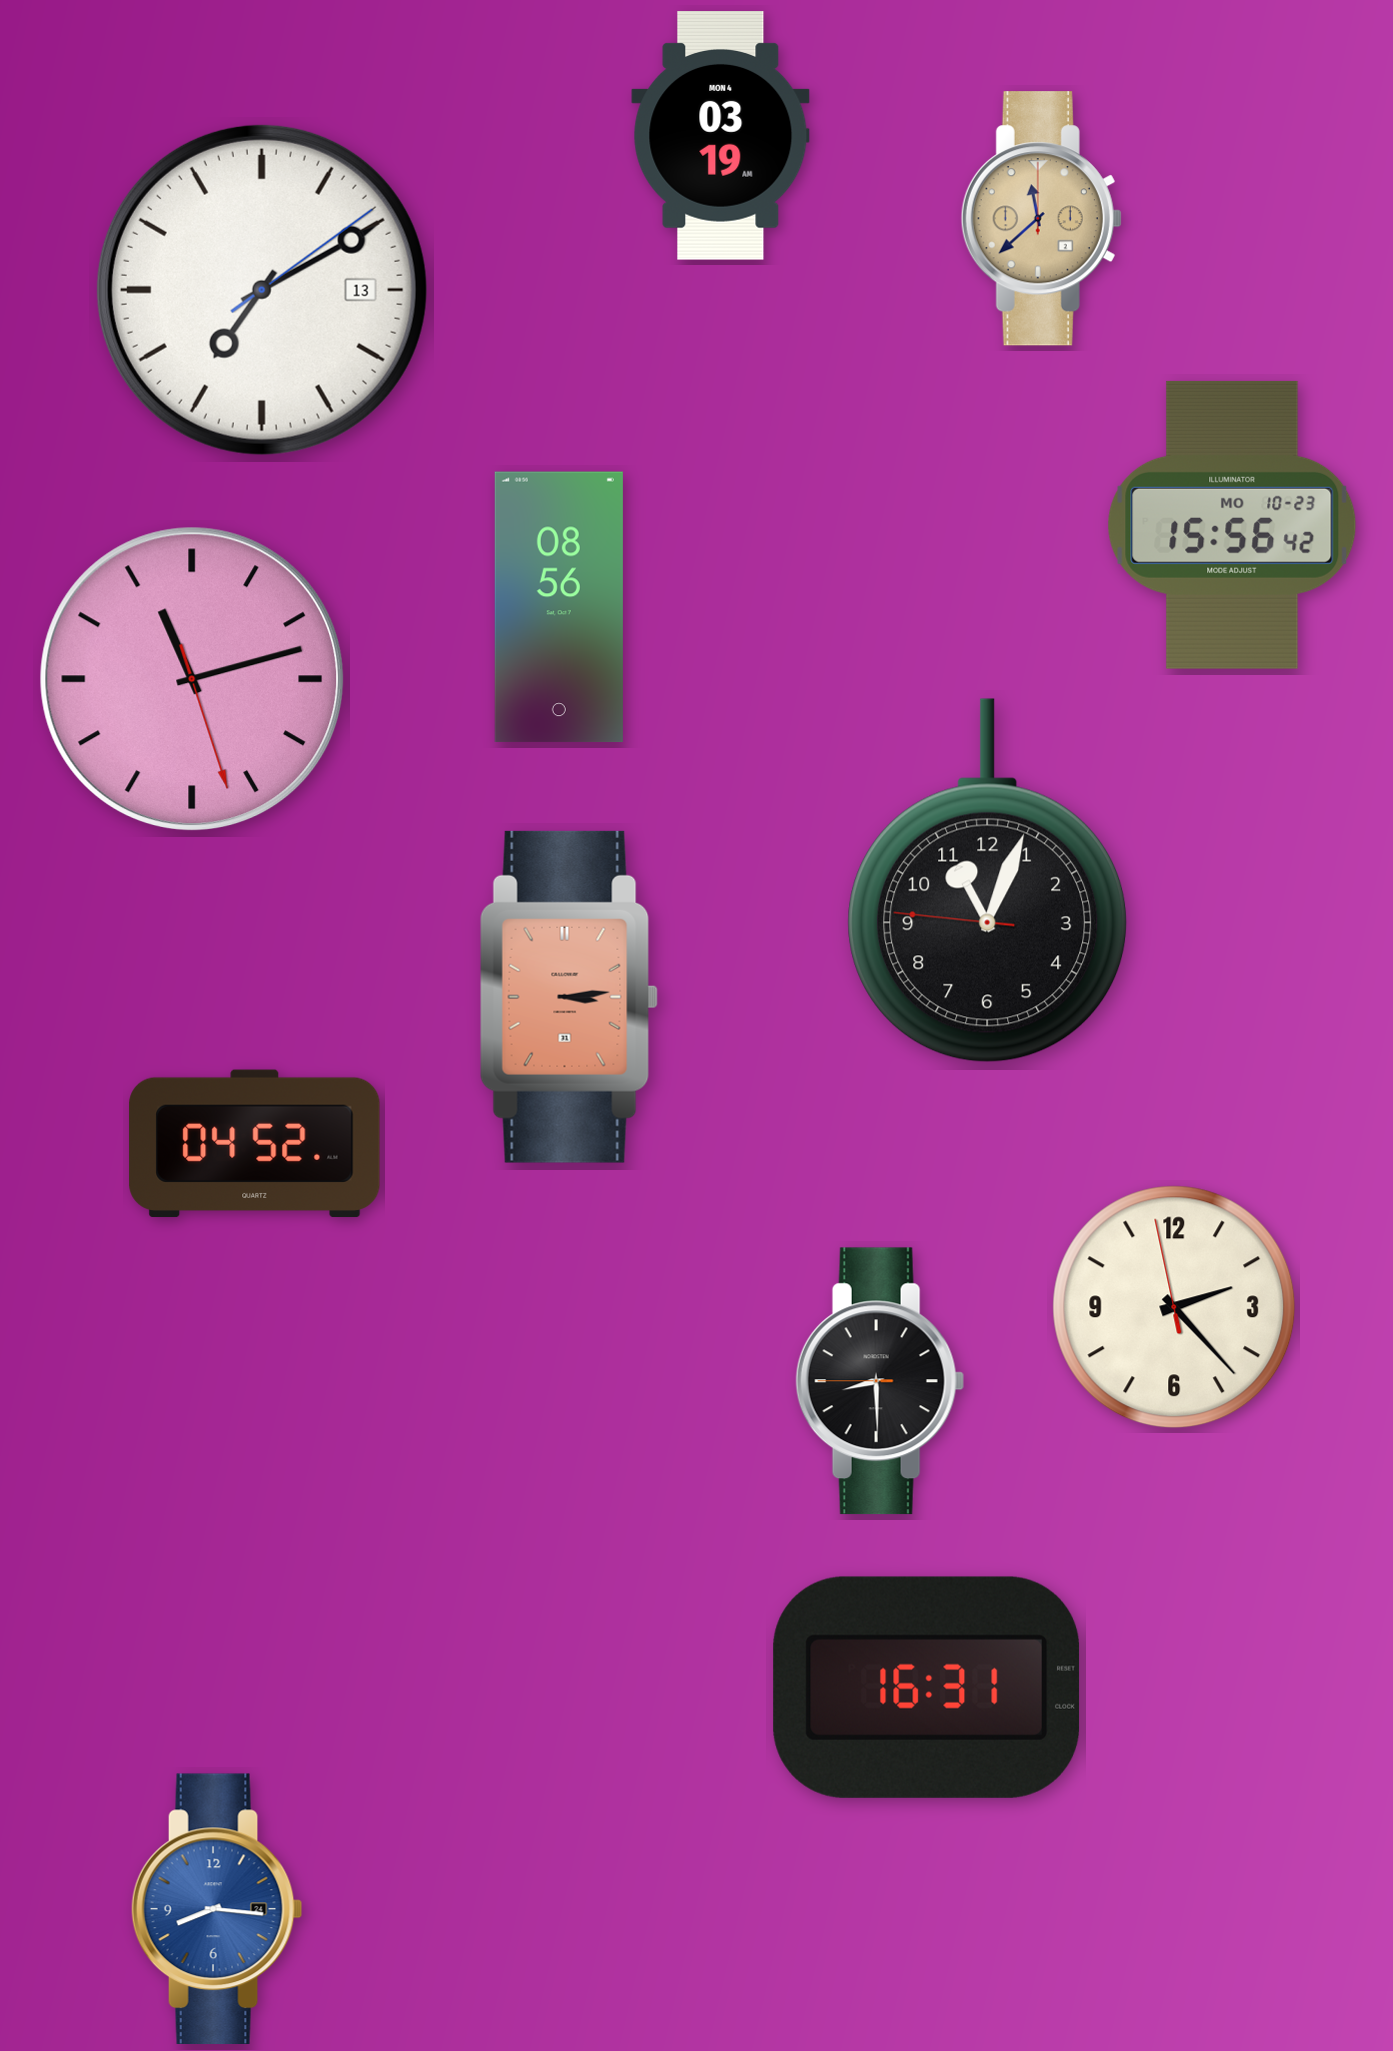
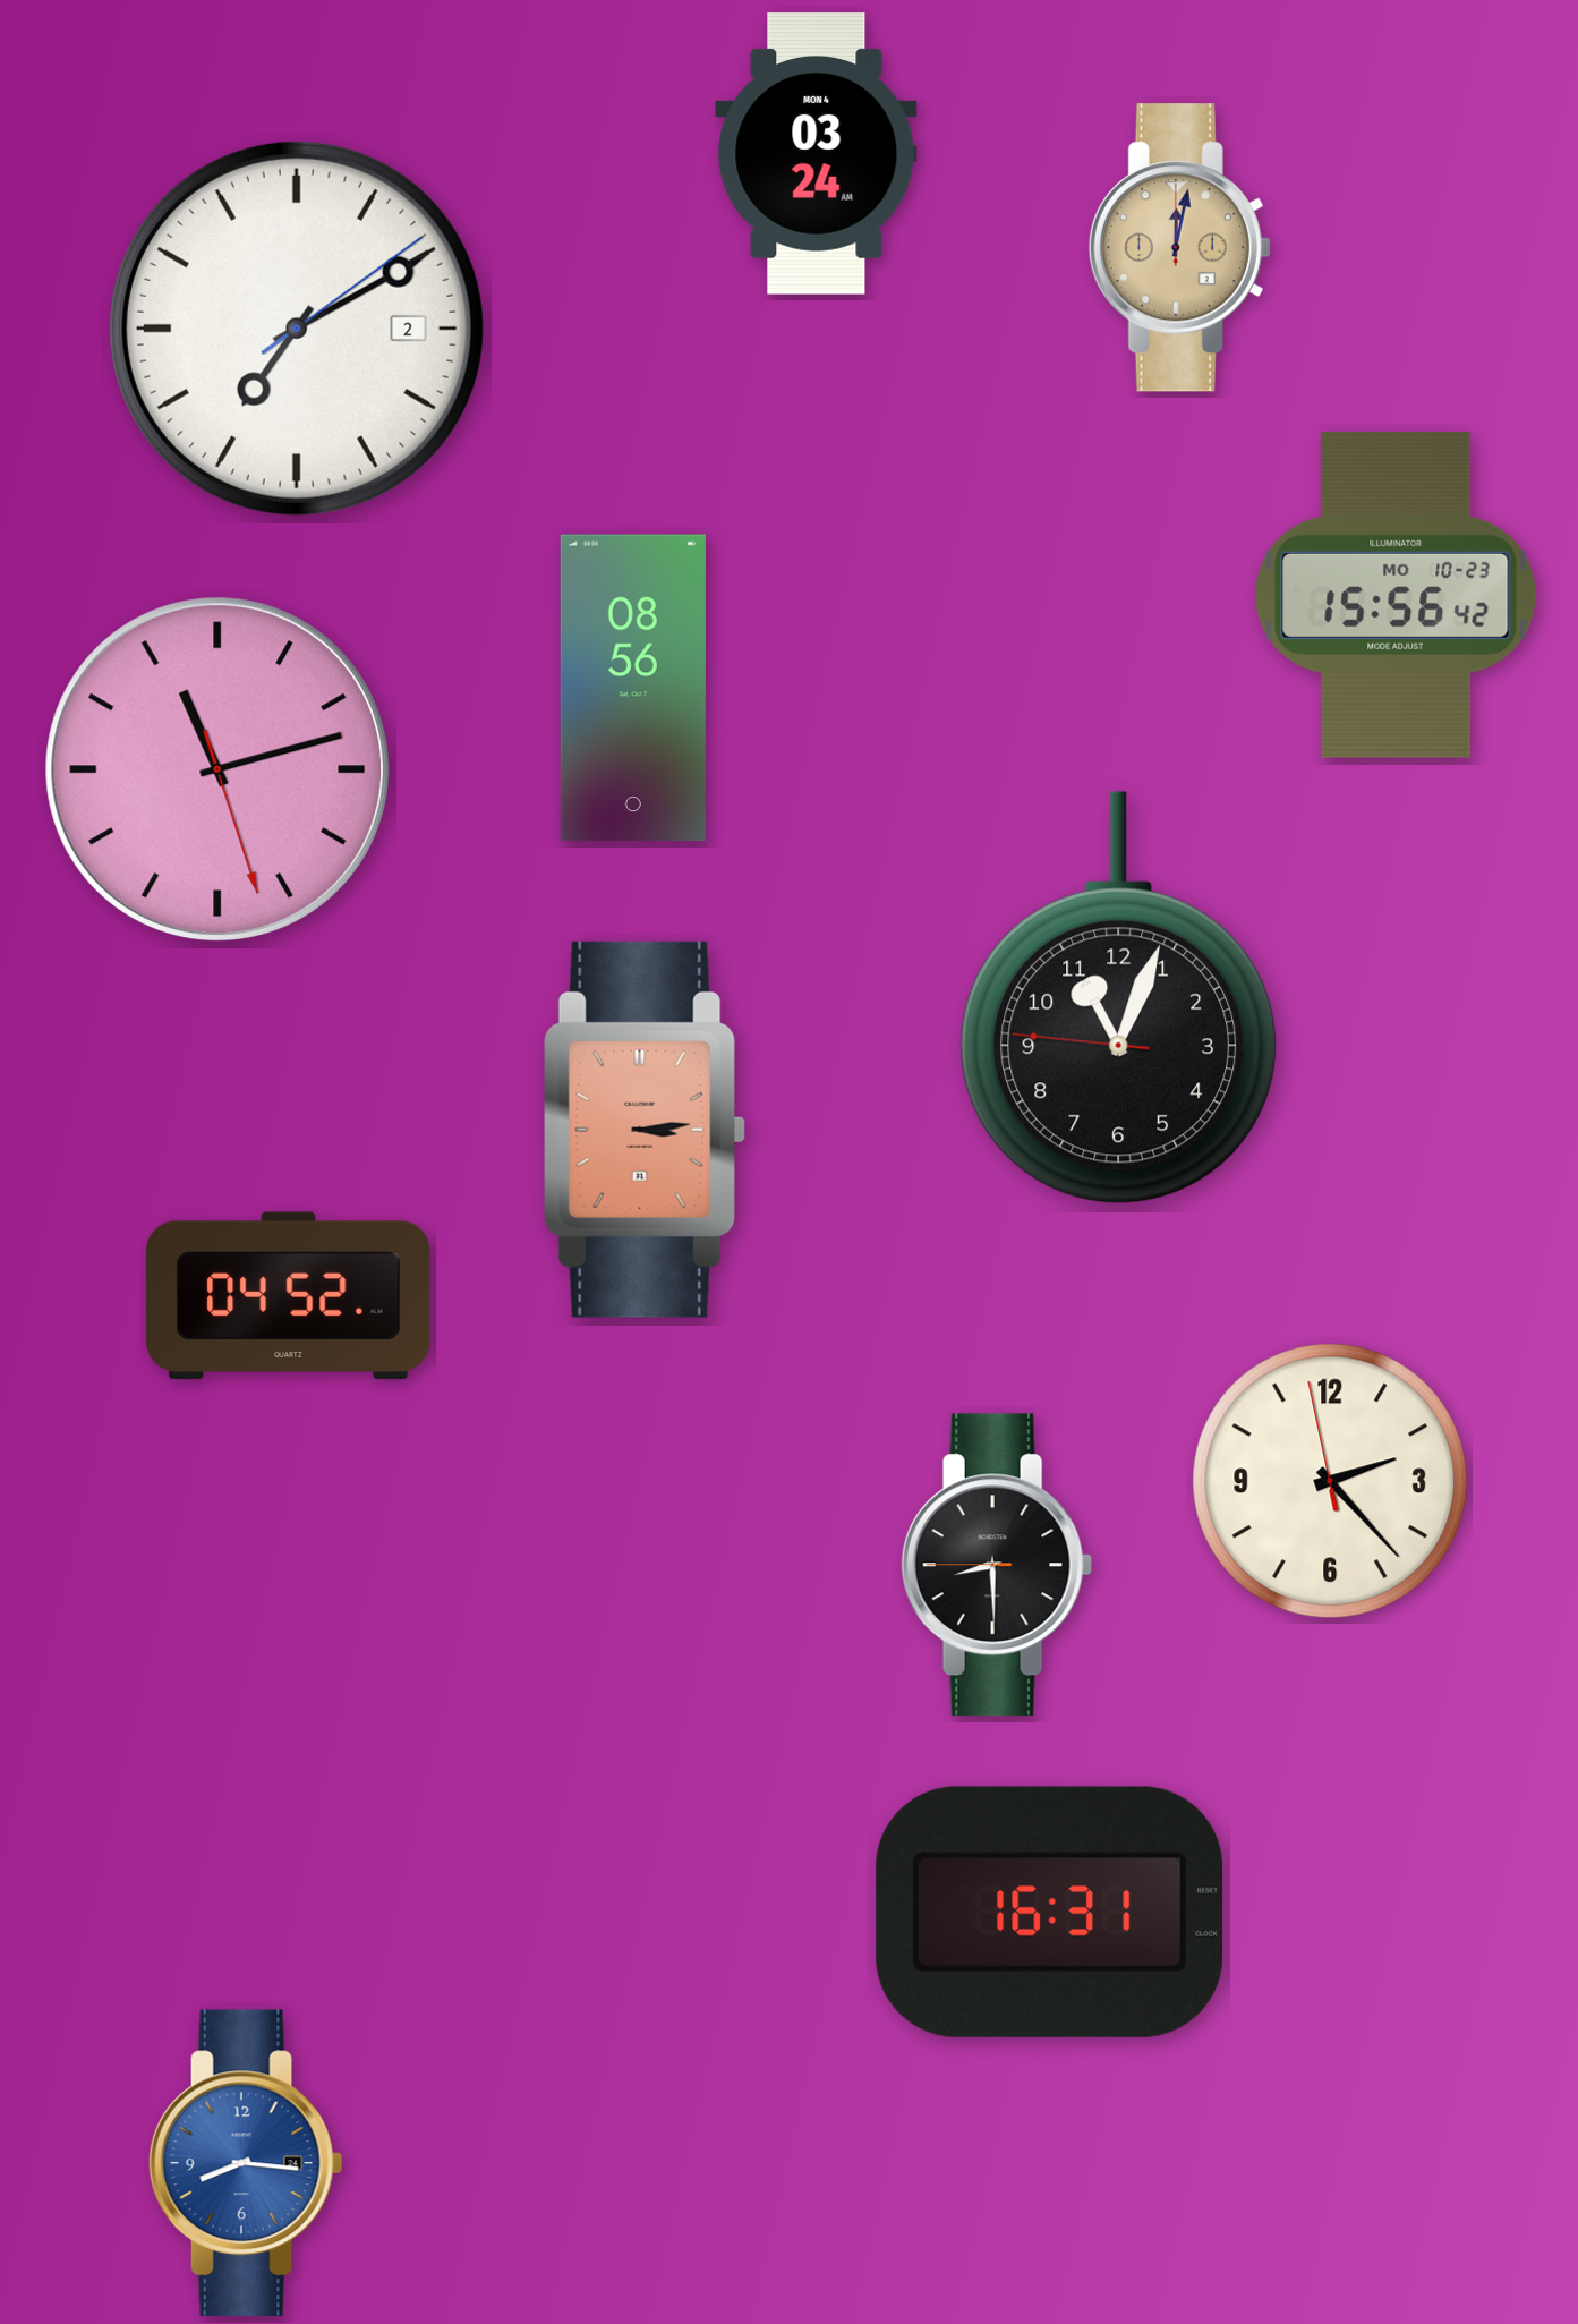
clock at (721, 136): 03:19 -> 03:24
clock at (1041, 219): 11:38 -> 12:02
clock at (262, 290) date: 13 -> 2
